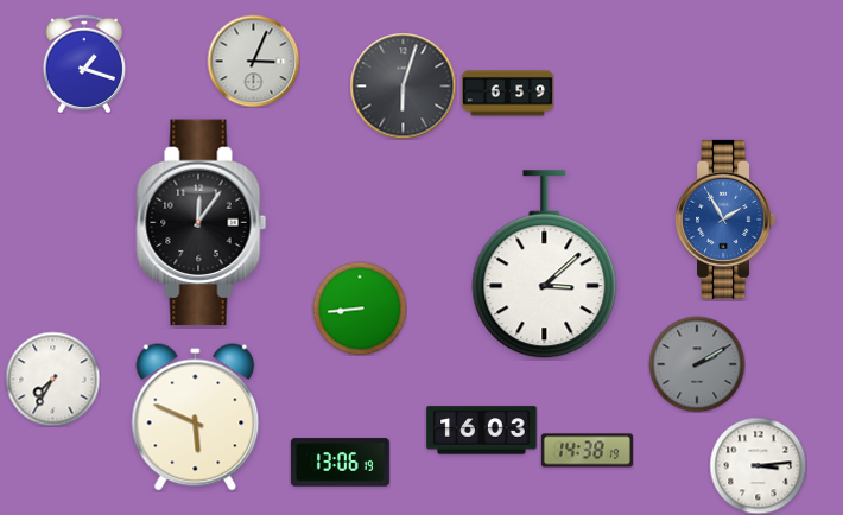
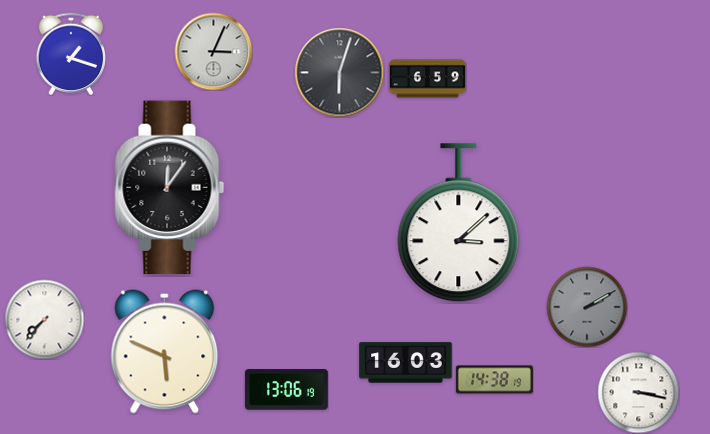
clock at (725, 220): 1:55 -> none
clock at (360, 309): 8:44 -> none
clock at (52, 379): 7:35 -> 7:37
clock at (758, 465): 3:14 -> 3:17
